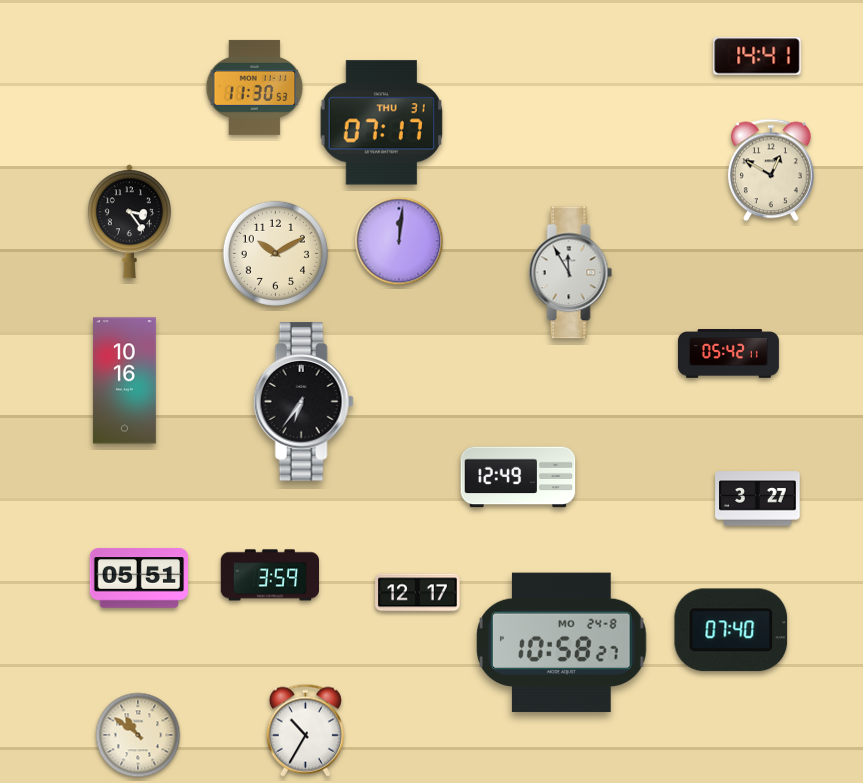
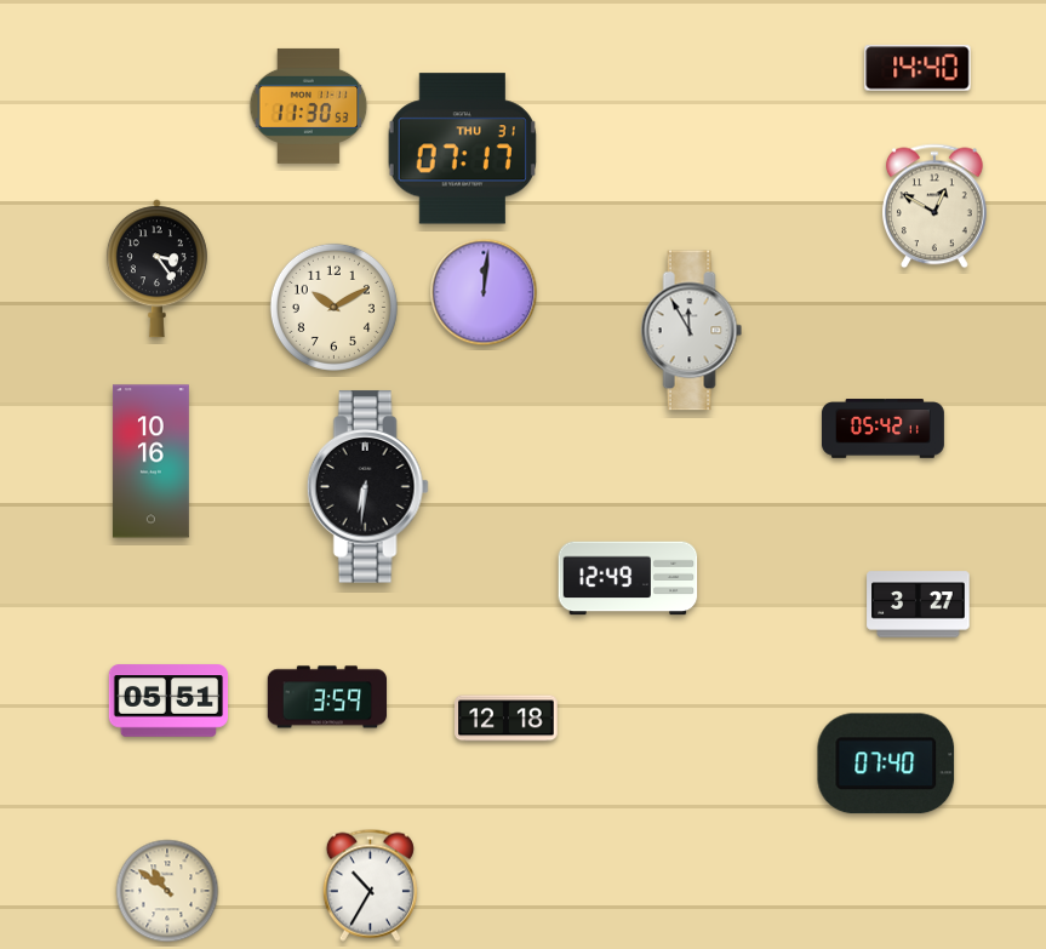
clock at (757, 56): 14:41 -> 14:40
clock at (303, 402): 6:36 -> 6:31
clock at (418, 593): 12:17 -> 12:18
clock at (562, 643): 10:58 -> none
